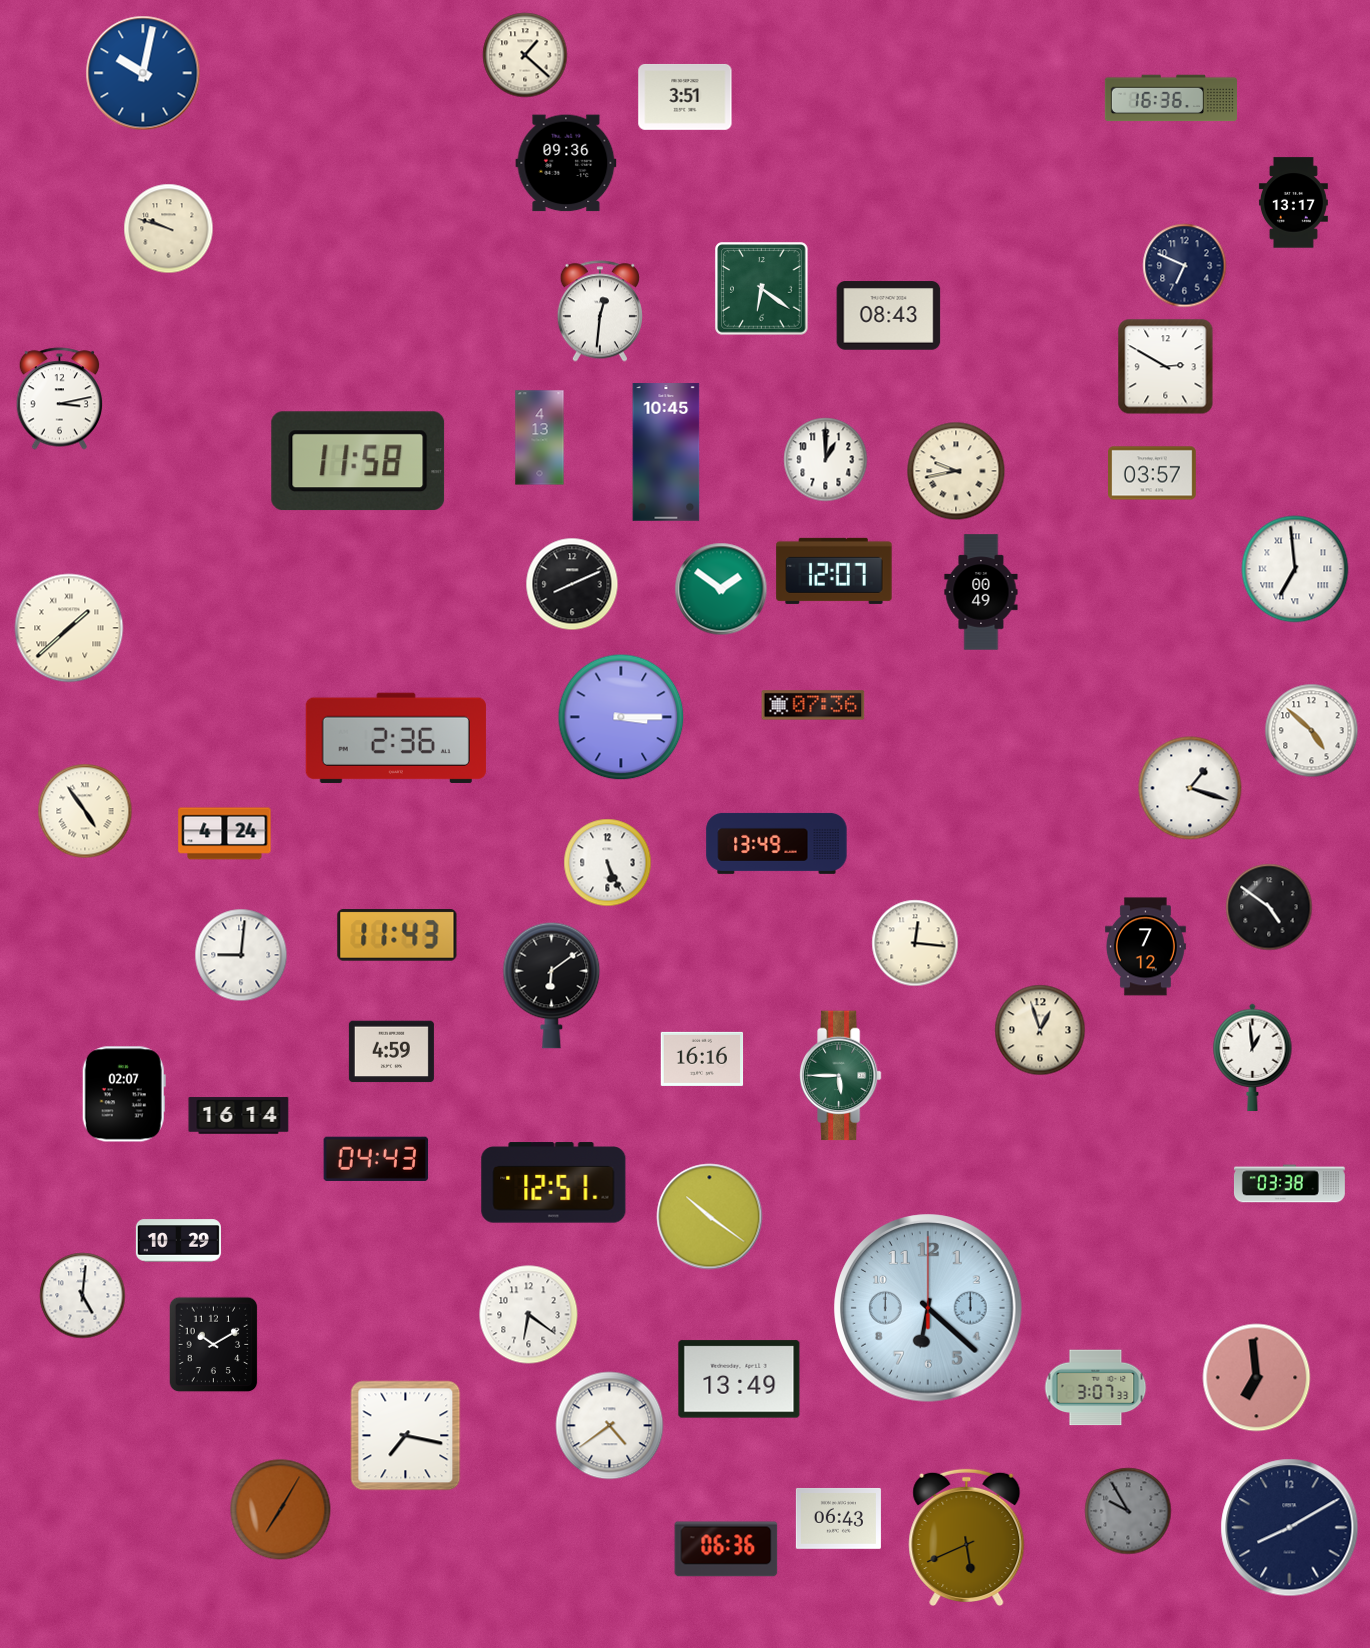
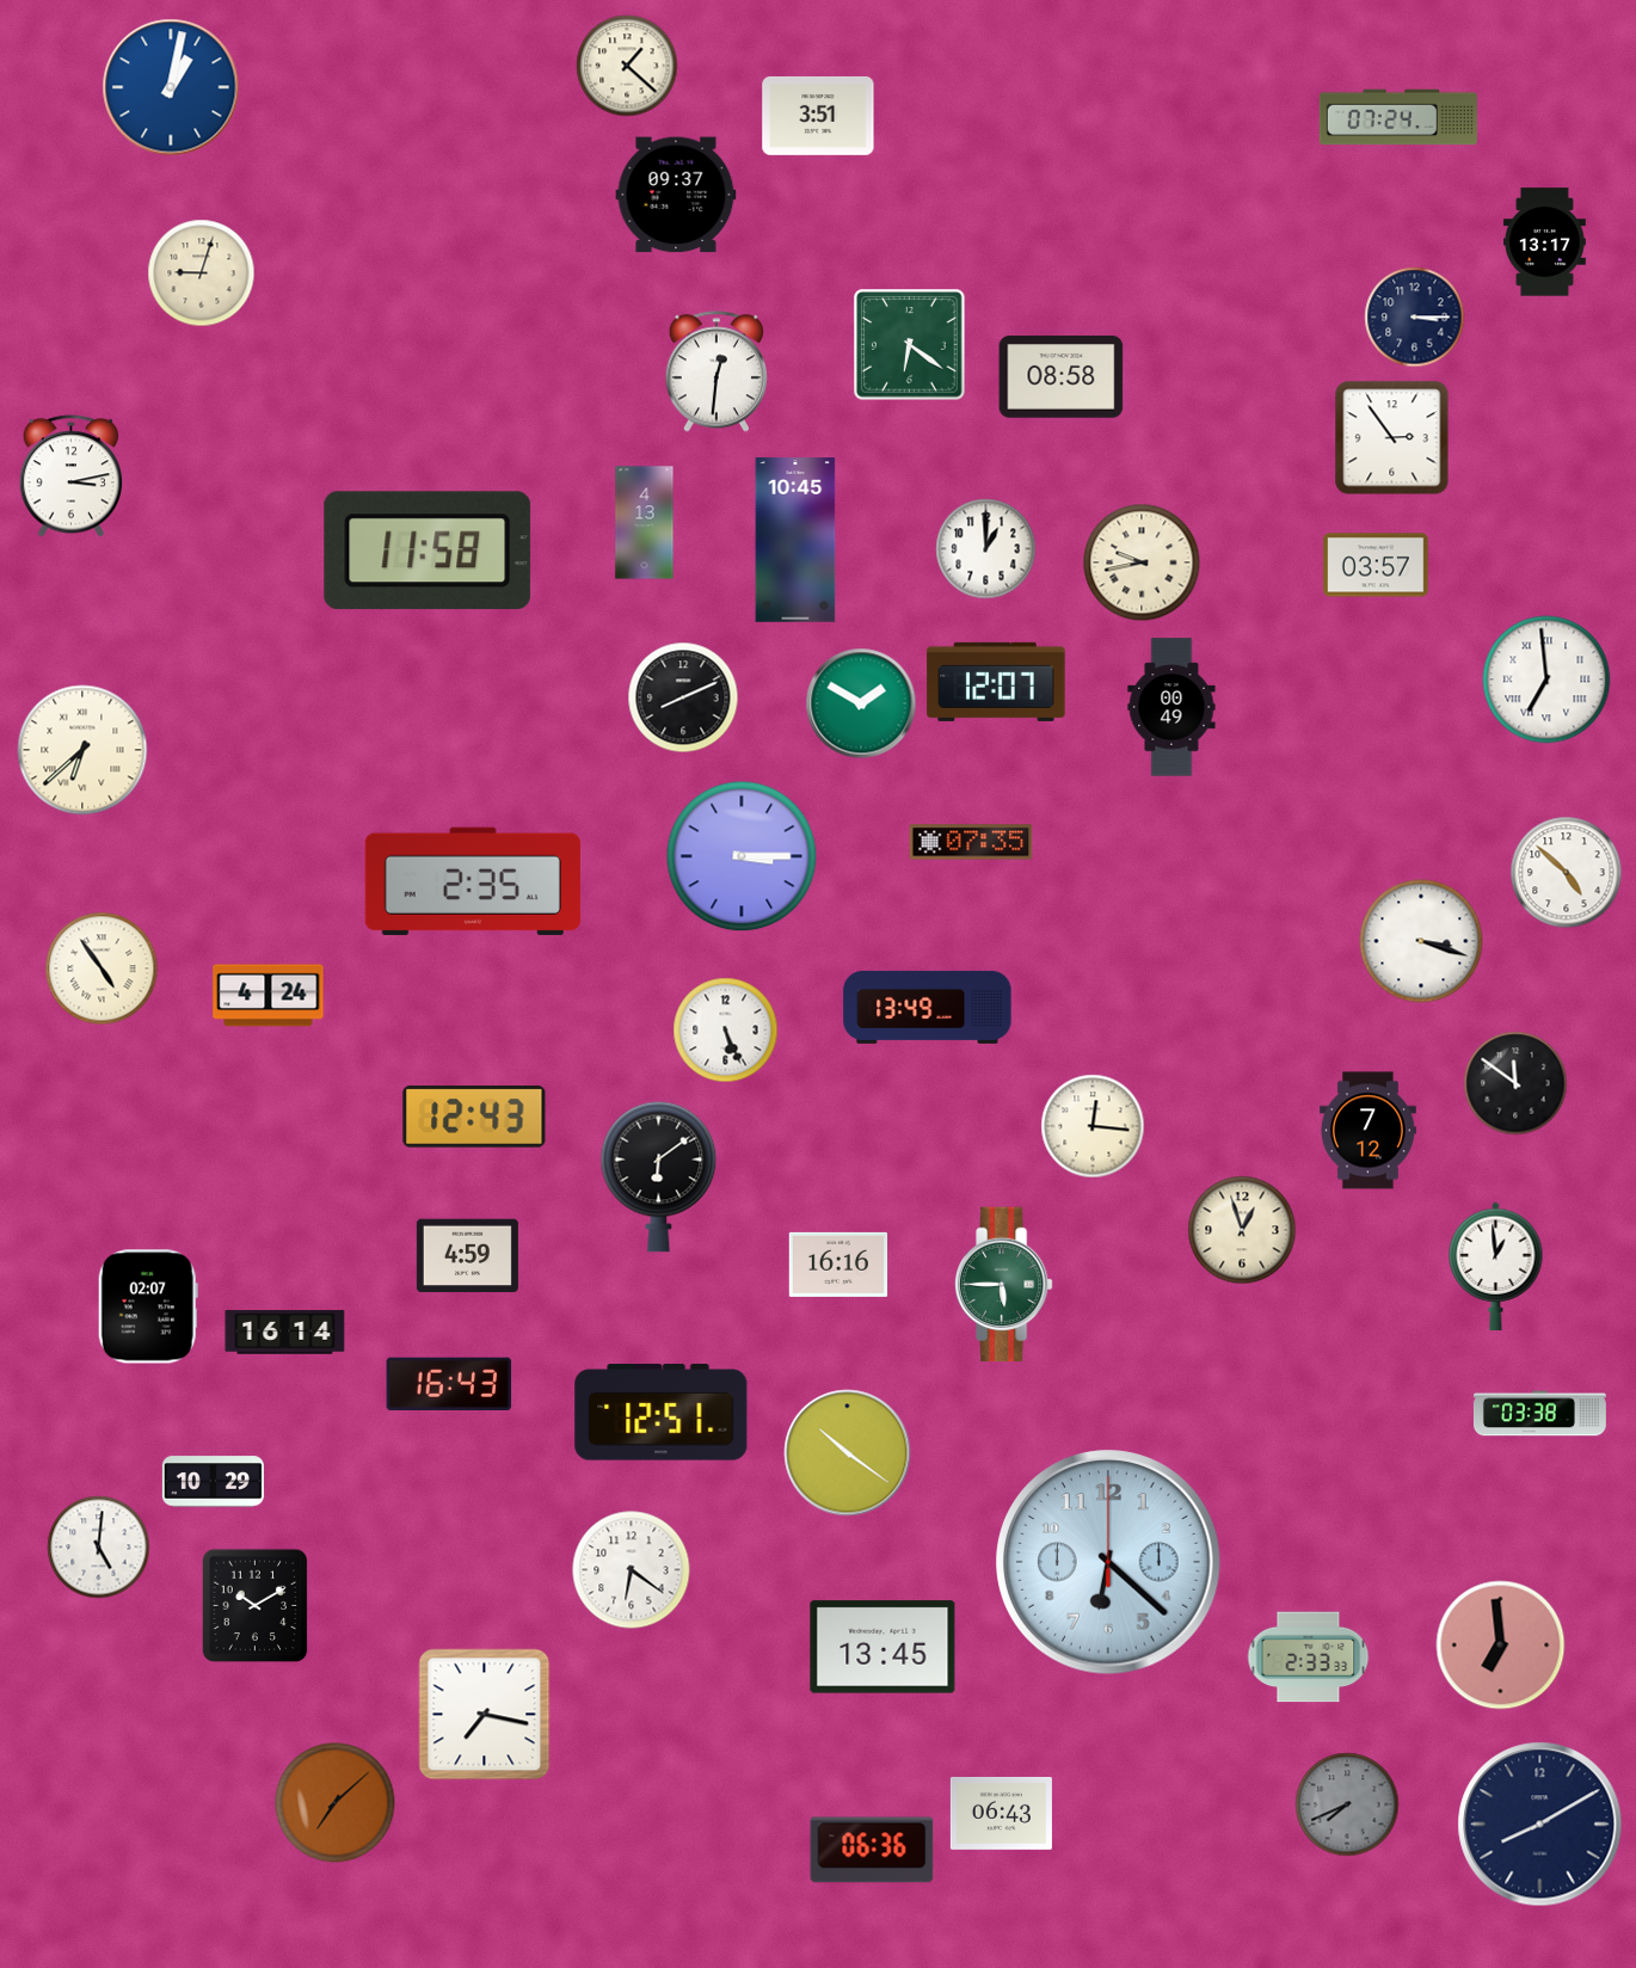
clock at (143, 73): 10:02 -> 1:02
clock at (1170, 98): 16:36 -> 07:24
clock at (566, 163): 09:36 -> 09:37
clock at (169, 229): 9:48 -> 9:03
clock at (1185, 266): 6:49 -> 3:15
clock at (889, 316): 08:43 -> 08:58
clock at (1166, 367): 2:50 -> 2:54
clock at (721, 589): 1:51 -> 1:50
clock at (69, 628): 1:38 -> 6:38
clock at (813, 705): 07:36 -> 07:35
clock at (396, 738): 2:36 -> 2:35
clock at (1190, 788): 1:18 -> 3:18
clock at (1269, 907): 4:51 -> 11:51
clock at (397, 935): 11:43 -> 12:43
clock at (241, 955): 9:01 -> none
clock at (1253, 1057) position: (1253, 1057) -> (1496, 1266)
clock at (376, 1159): 04:43 -> 16:43
clock at (739, 1379): 13:49 -> 13:45
clock at (1096, 1388): 3:07 -> 2:33
clock at (610, 1426): 4:39 -> none
clock at (281, 1510): 7:05 -> 7:08
clock at (1128, 1511): 9:55 -> 7:41
clock at (967, 1537): 5:41 -> none
clock at (726, 1549) position: (726, 1549) -> (872, 1850)
